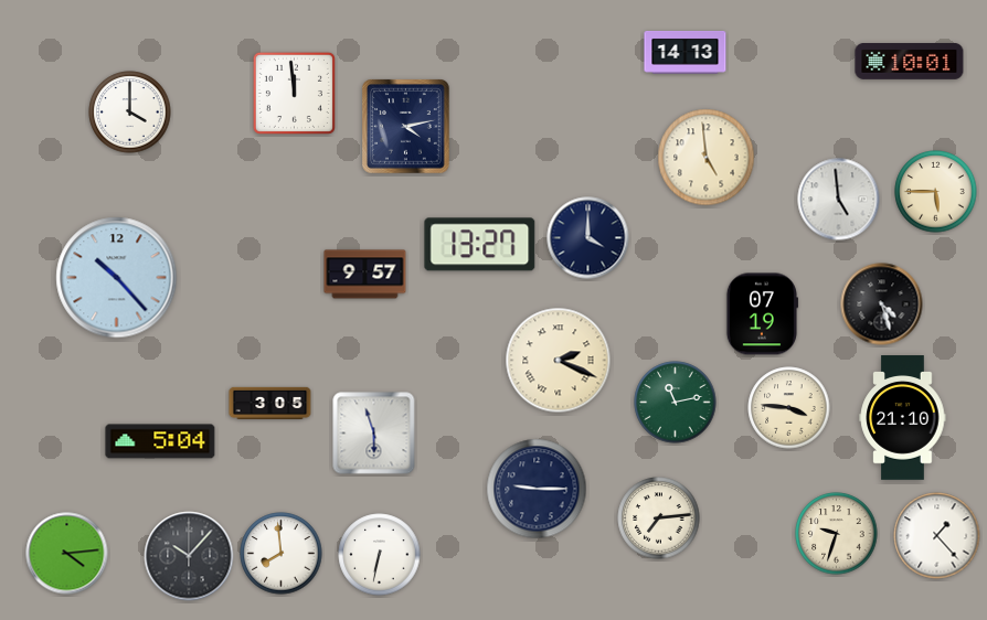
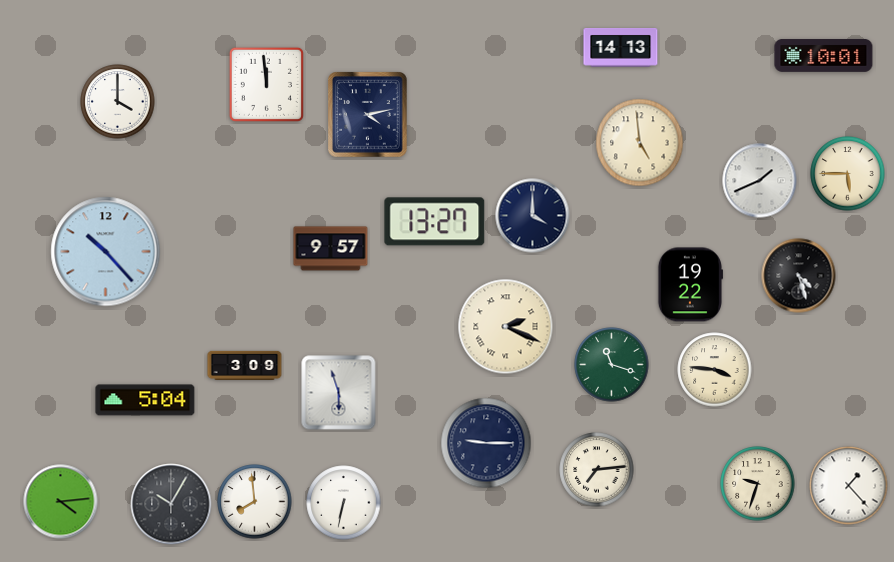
clock at (839, 200): 4:59 -> 1:41
clock at (761, 314): 07:19 -> 19:22
clock at (270, 403): 3:05 -> 3:09
clock at (676, 403): 11:13 -> 11:18
clock at (903, 418): 21:10 -> none
clock at (189, 556): 10:07 -> 10:05
